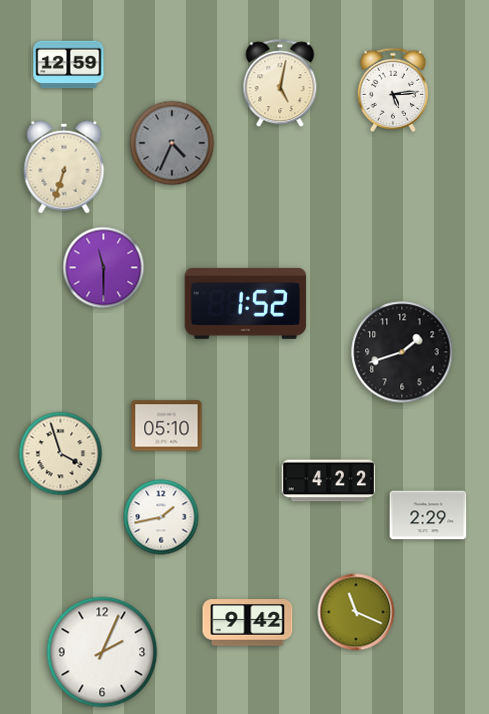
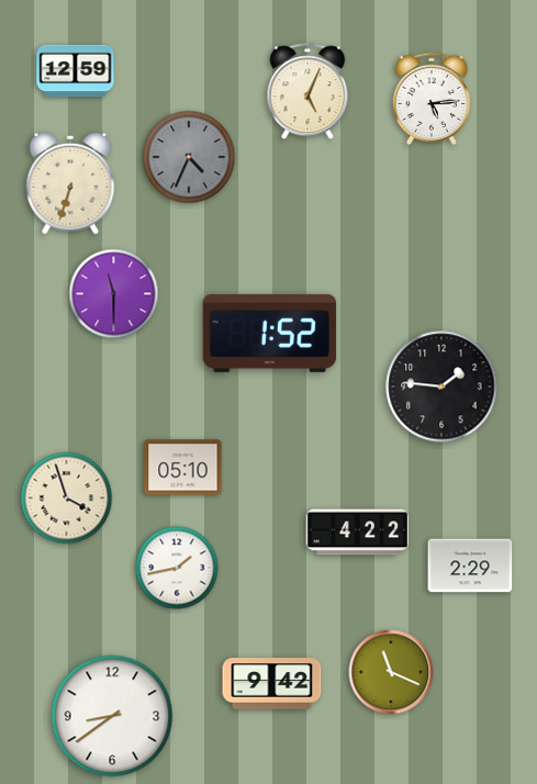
clock at (280, 84): 5:02 -> 5:04
clock at (402, 352): 1:42 -> 1:46
clock at (329, 481) position: (329, 481) -> (358, 533)
clock at (102, 652): 2:04 -> 8:39
